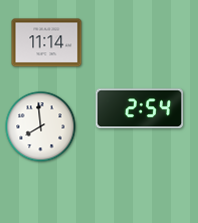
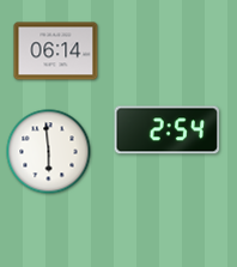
clock at (47, 43): 11:14 -> 06:14
clock at (41, 127): 7:59 -> 5:59
